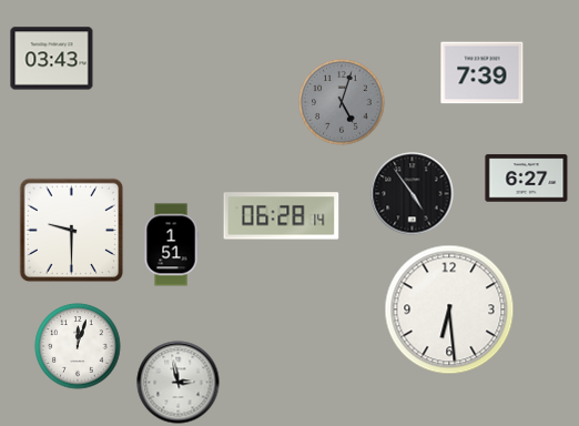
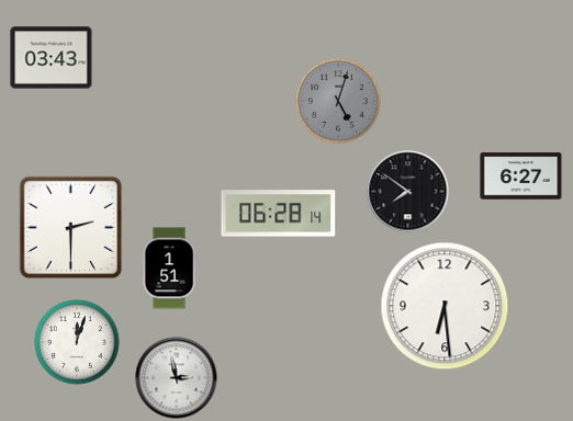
clock at (482, 73): 7:39 -> none
clock at (413, 194): 4:54 -> 7:51
clock at (72, 231): 9:30 -> 2:30
clock at (171, 245) position: (171, 245) -> (169, 269)
